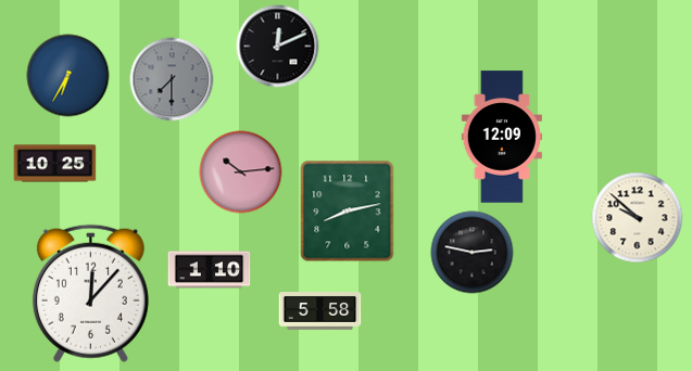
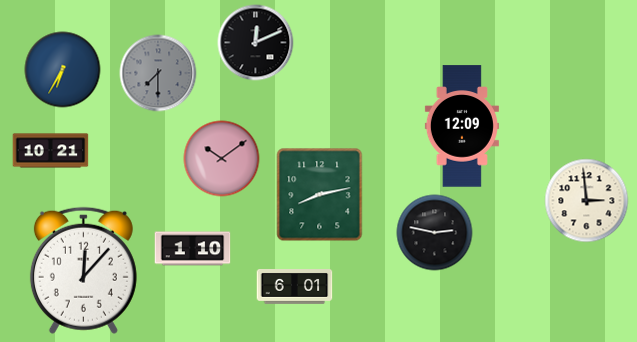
clock at (55, 164): 10:25 -> 10:21
clock at (241, 172): 10:14 -> 10:09
clock at (638, 218): 9:52 -> 2:59
clock at (320, 311): 5:58 -> 6:01
